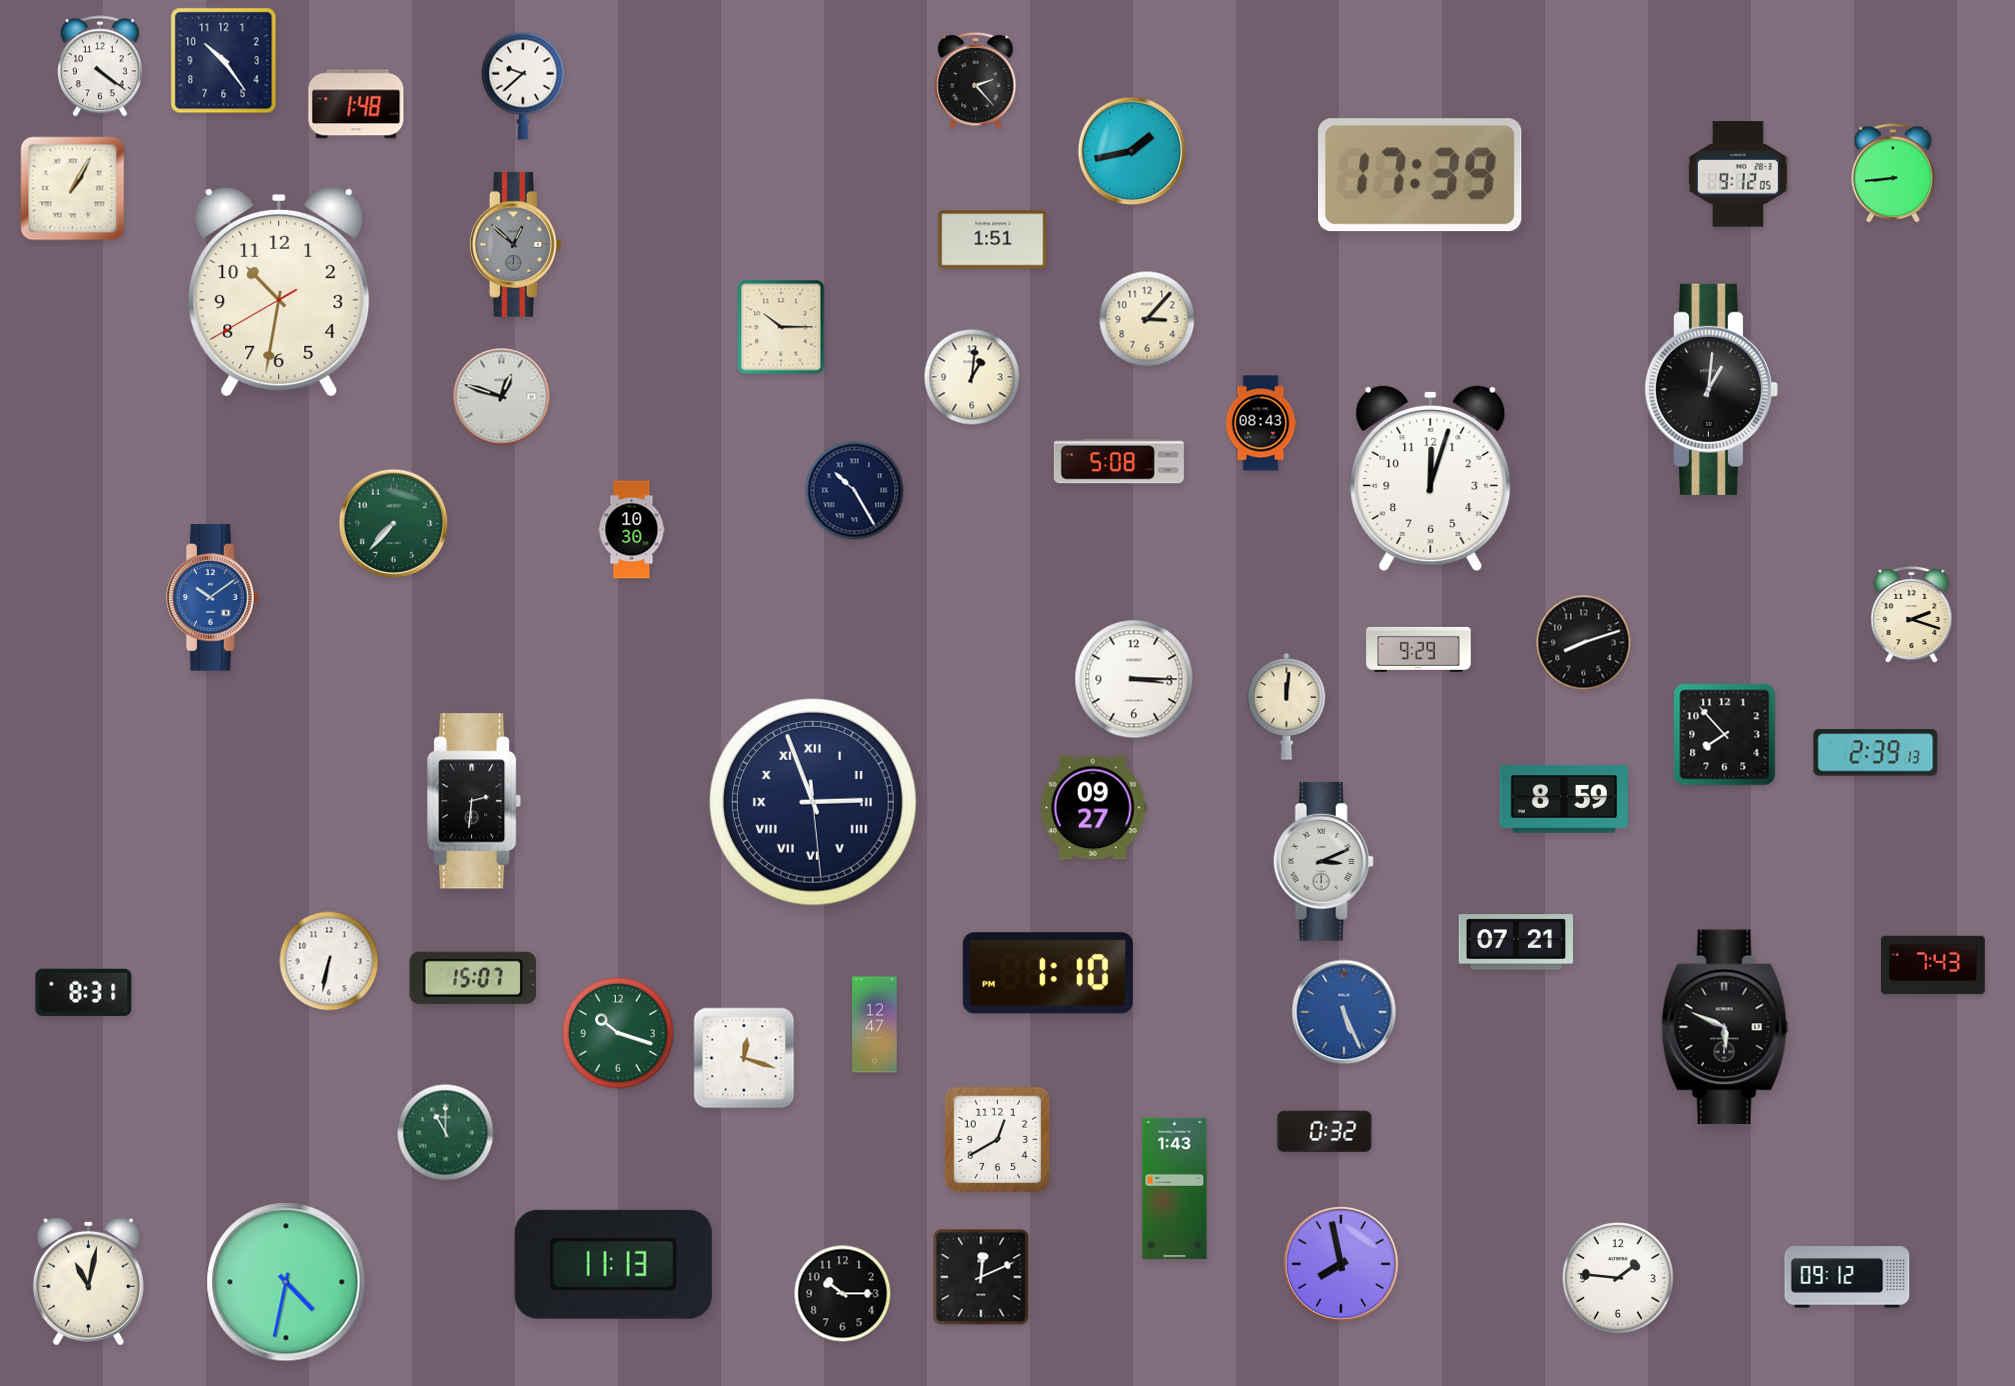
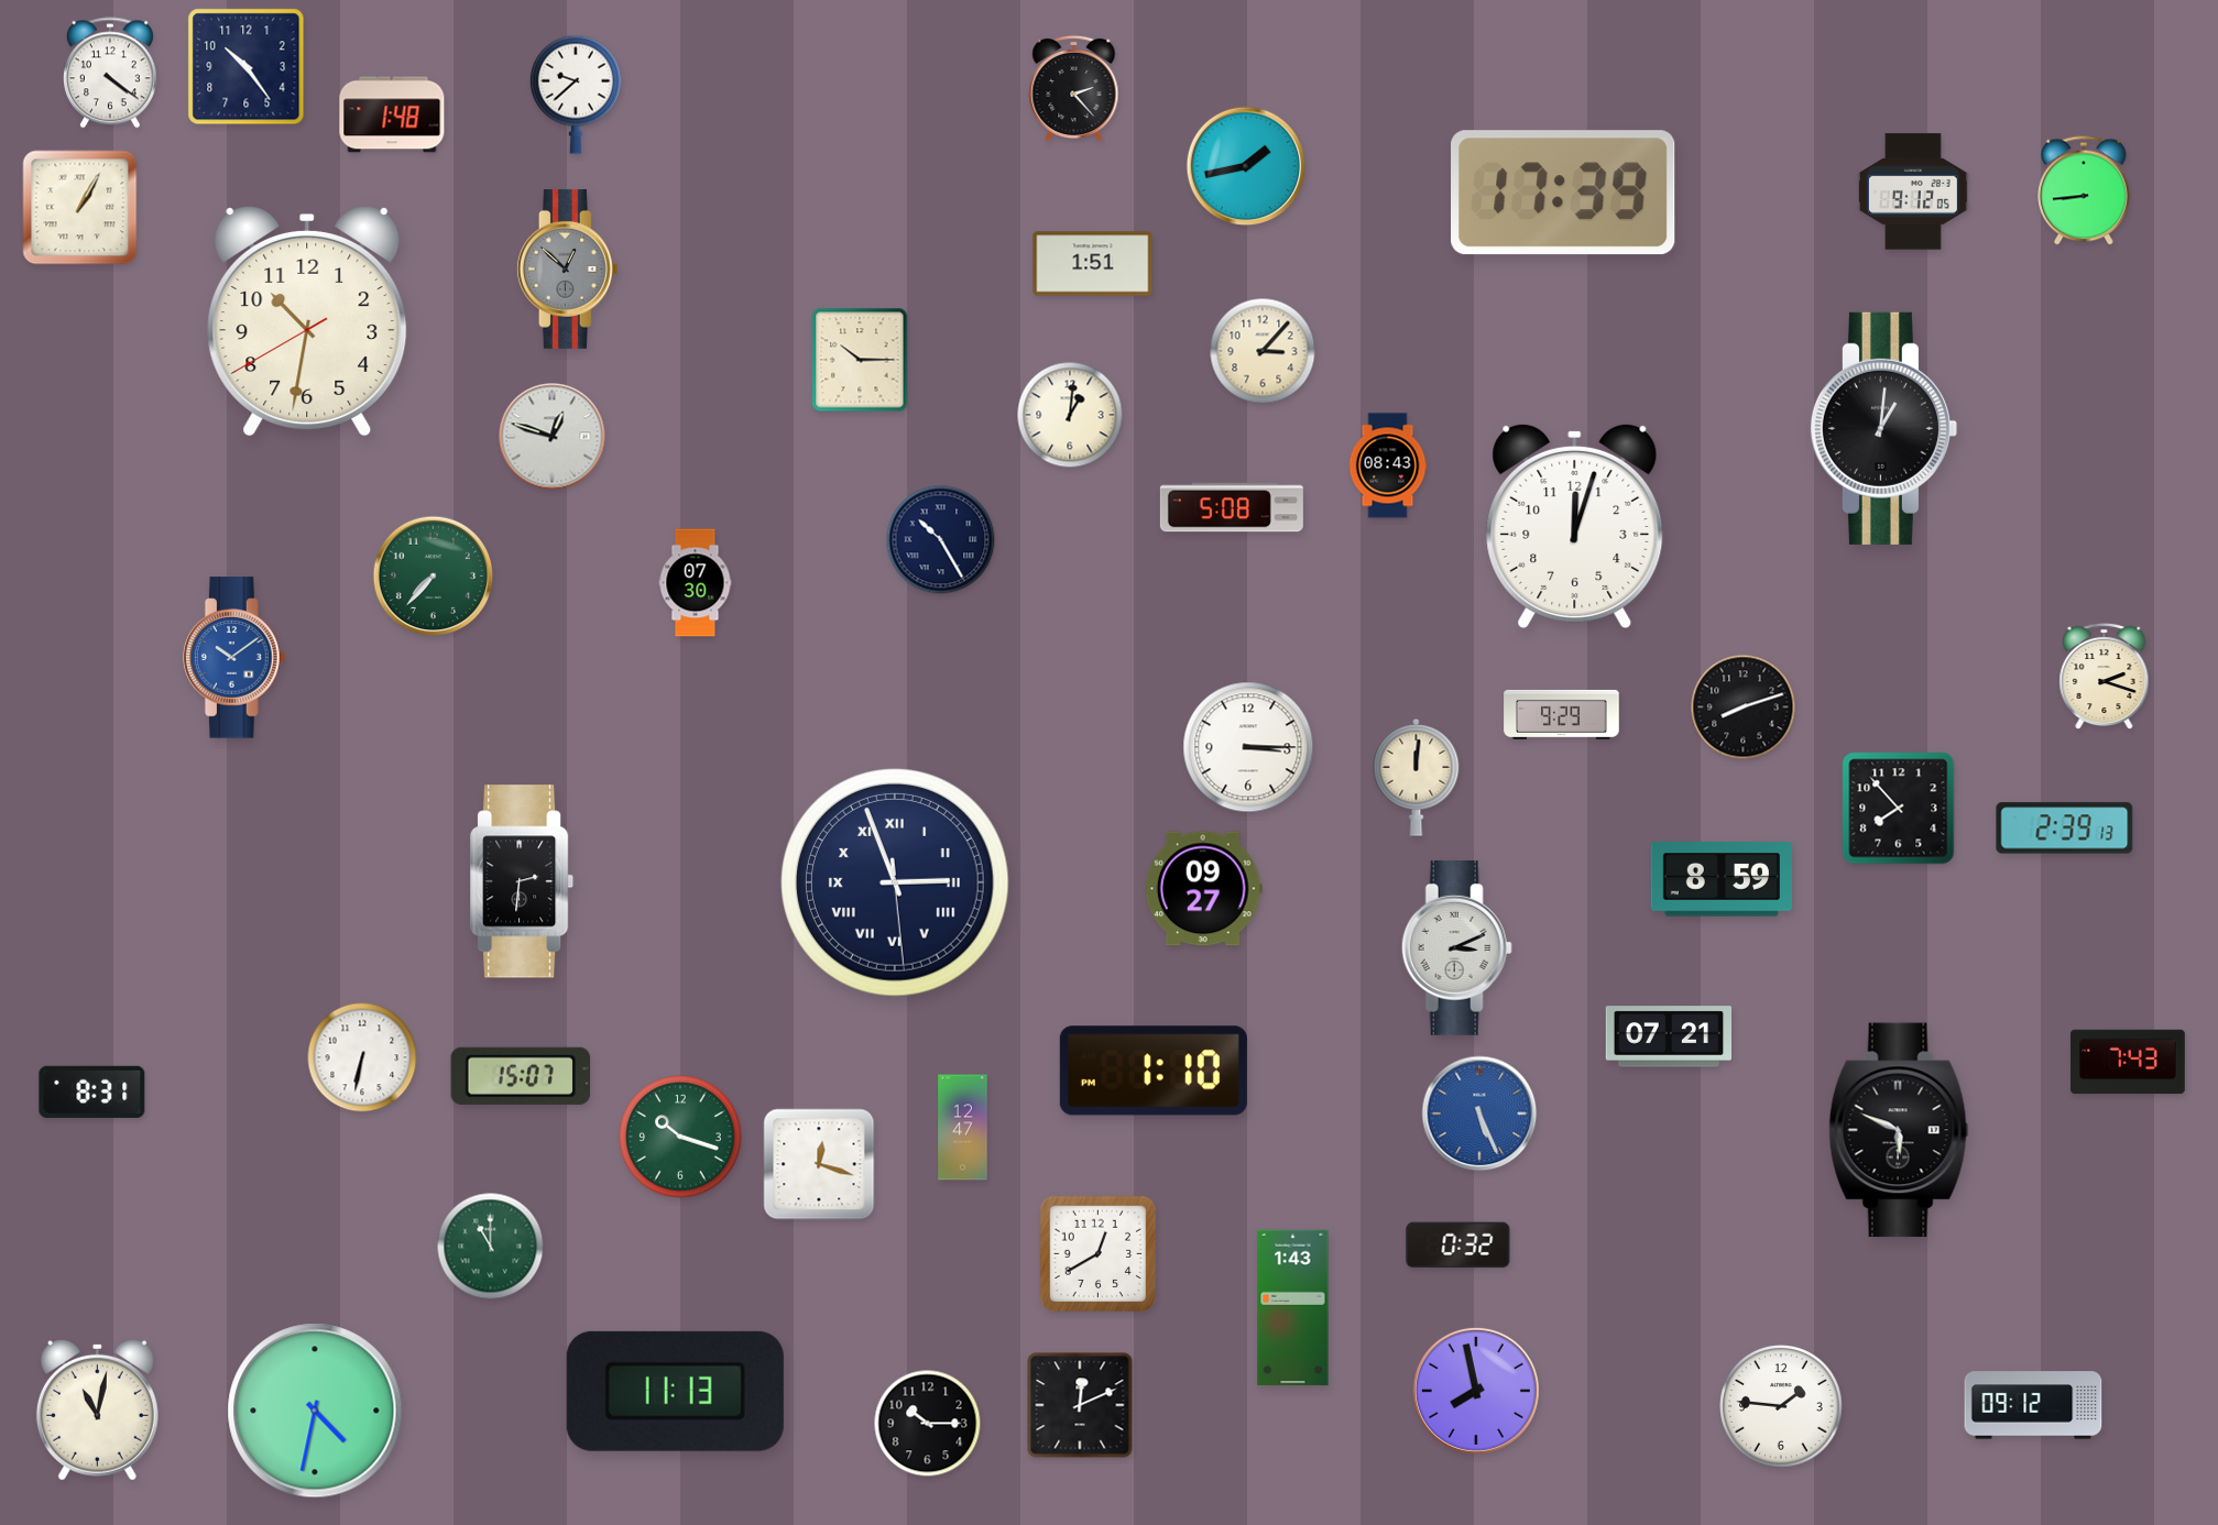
clock at (632, 530): 10:30 -> 07:30
